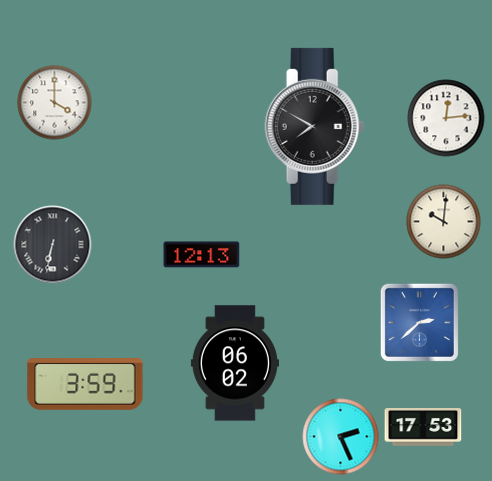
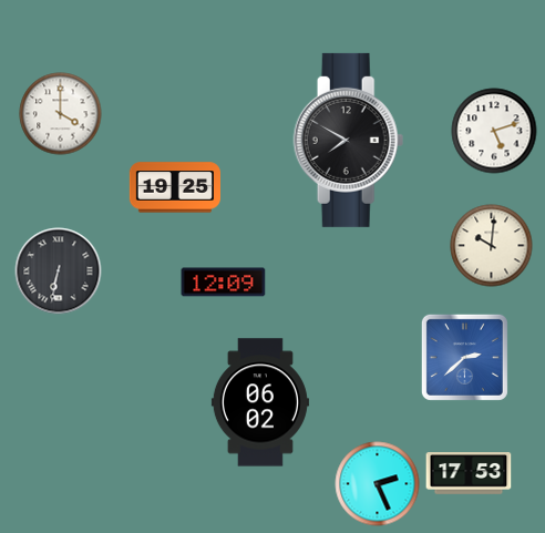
clock at (446, 118): 12:14 -> 5:12
clock at (174, 187): none -> 19:25
clock at (202, 255): 12:13 -> 12:09
clock at (85, 385): 3:59 -> none
